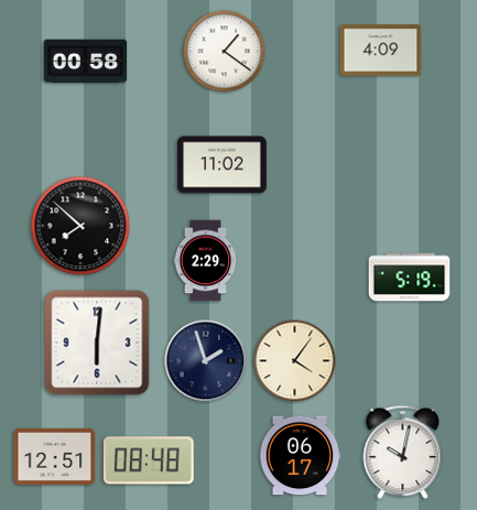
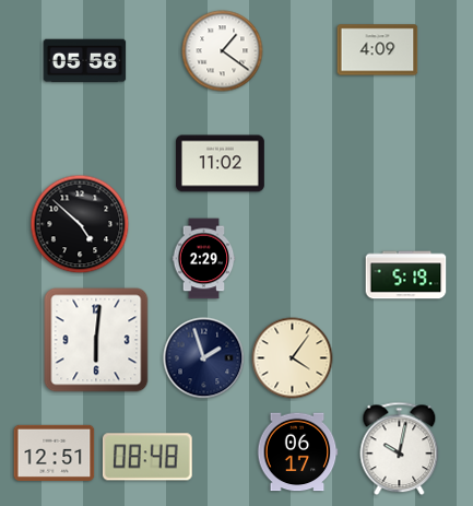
clock at (86, 62): 00:58 -> 05:58
clock at (80, 226): 7:52 -> 4:52
